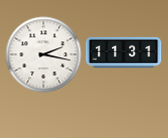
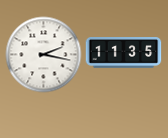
clock at (124, 53): 11:31 -> 11:35
